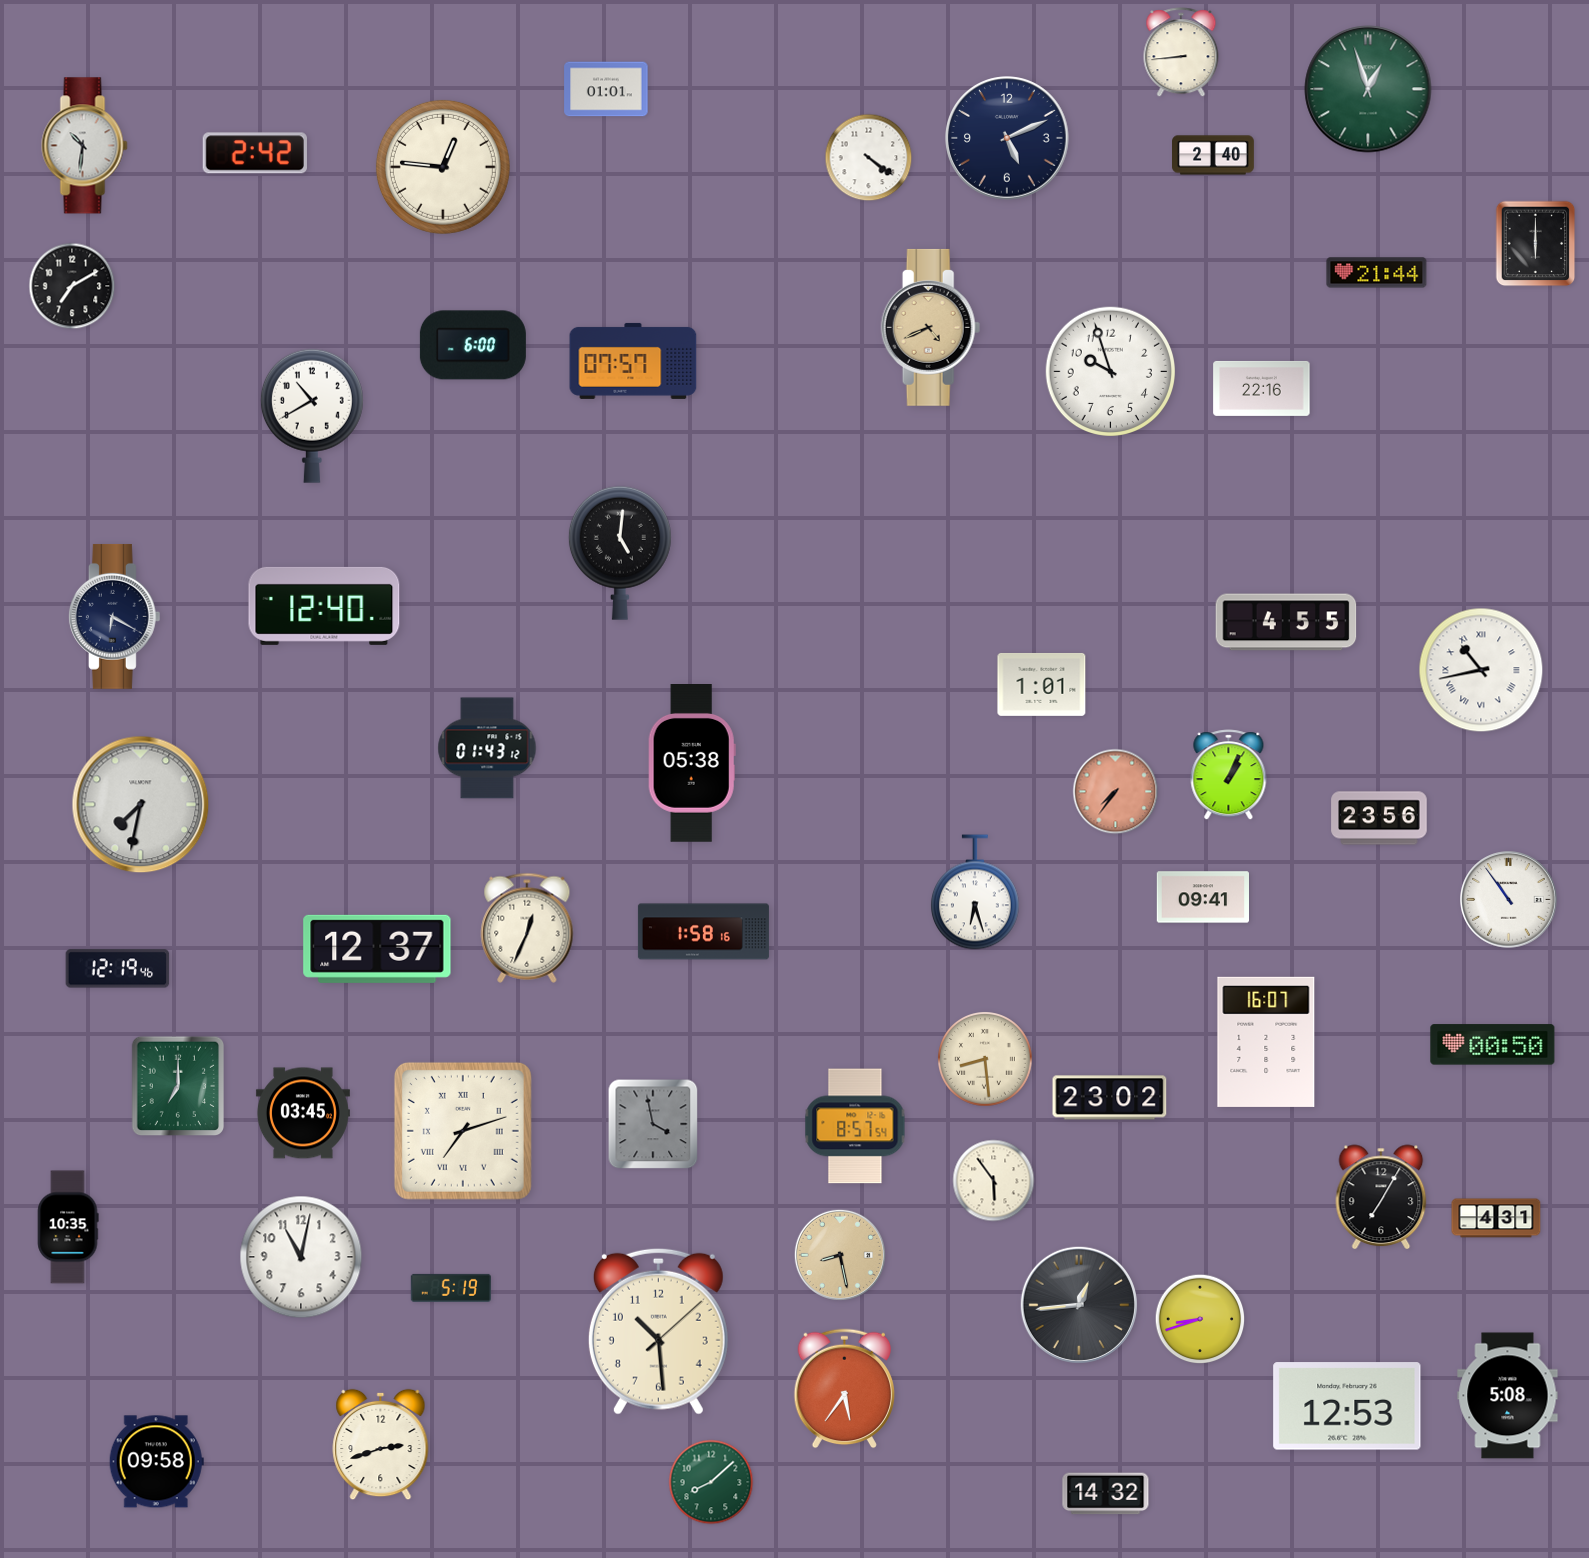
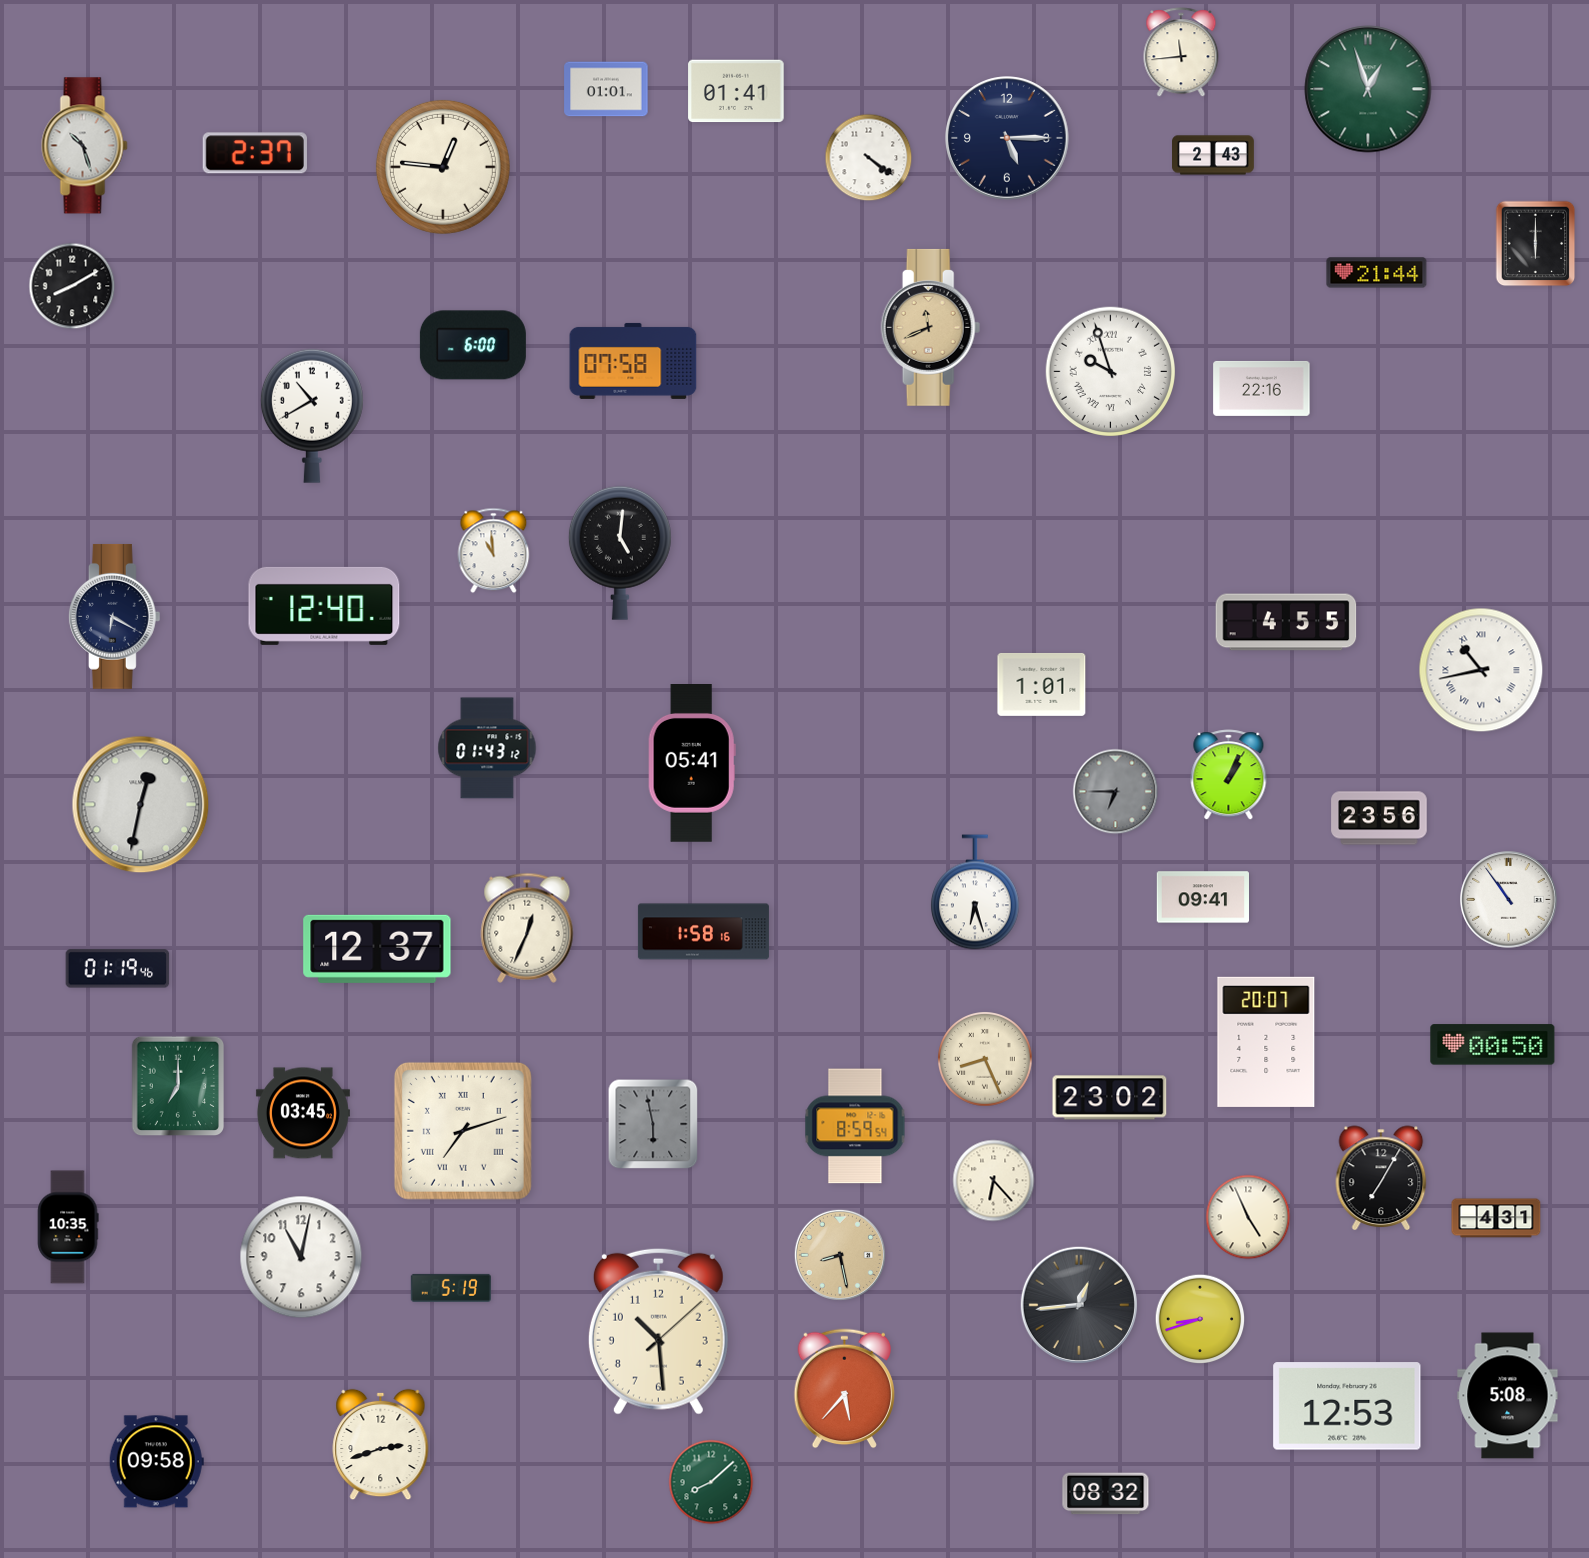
clock at (1181, 53): 8:44 -> 11:44
clock at (736, 91): none -> 01:41
clock at (1007, 138): 5:11 -> 5:15
clock at (85, 146): 10:31 -> 10:27
clock at (255, 153): 2:42 -> 2:37
clock at (1214, 155): 2:40 -> 2:43
clock at (72, 286): 7:10 -> 8:10
clock at (931, 327): 4:41 -> 11:41
clock at (633, 361): 07:57 -> 07:58
clock at (1110, 371) numerals: Arabic -> Roman
clock at (494, 551): none -> 10:59
clock at (692, 763): 05:38 -> 05:41
clock at (1116, 792): 7:36 -> 6:45
clock at (1116, 792) dial: salmon -> grey
clock at (141, 805): 7:32 -> 12:32
clock at (118, 969): 12:19 -> 01:19
clock at (1266, 1042): 16:07 -> 20:07
clock at (986, 1060): 8:29 -> 8:26
clock at (653, 1124): 3:58 -> 5:58
clock at (855, 1126): 8:57 -> 8:59
clock at (994, 1181): 5:54 -> 6:23
clock at (1381, 1197) position: (1381, 1197) -> (1381, 1178)
clock at (1248, 1217): none -> 4:56
clock at (844, 1389): 5:36 -> 5:37
clock at (1106, 1494): 14:32 -> 08:32
